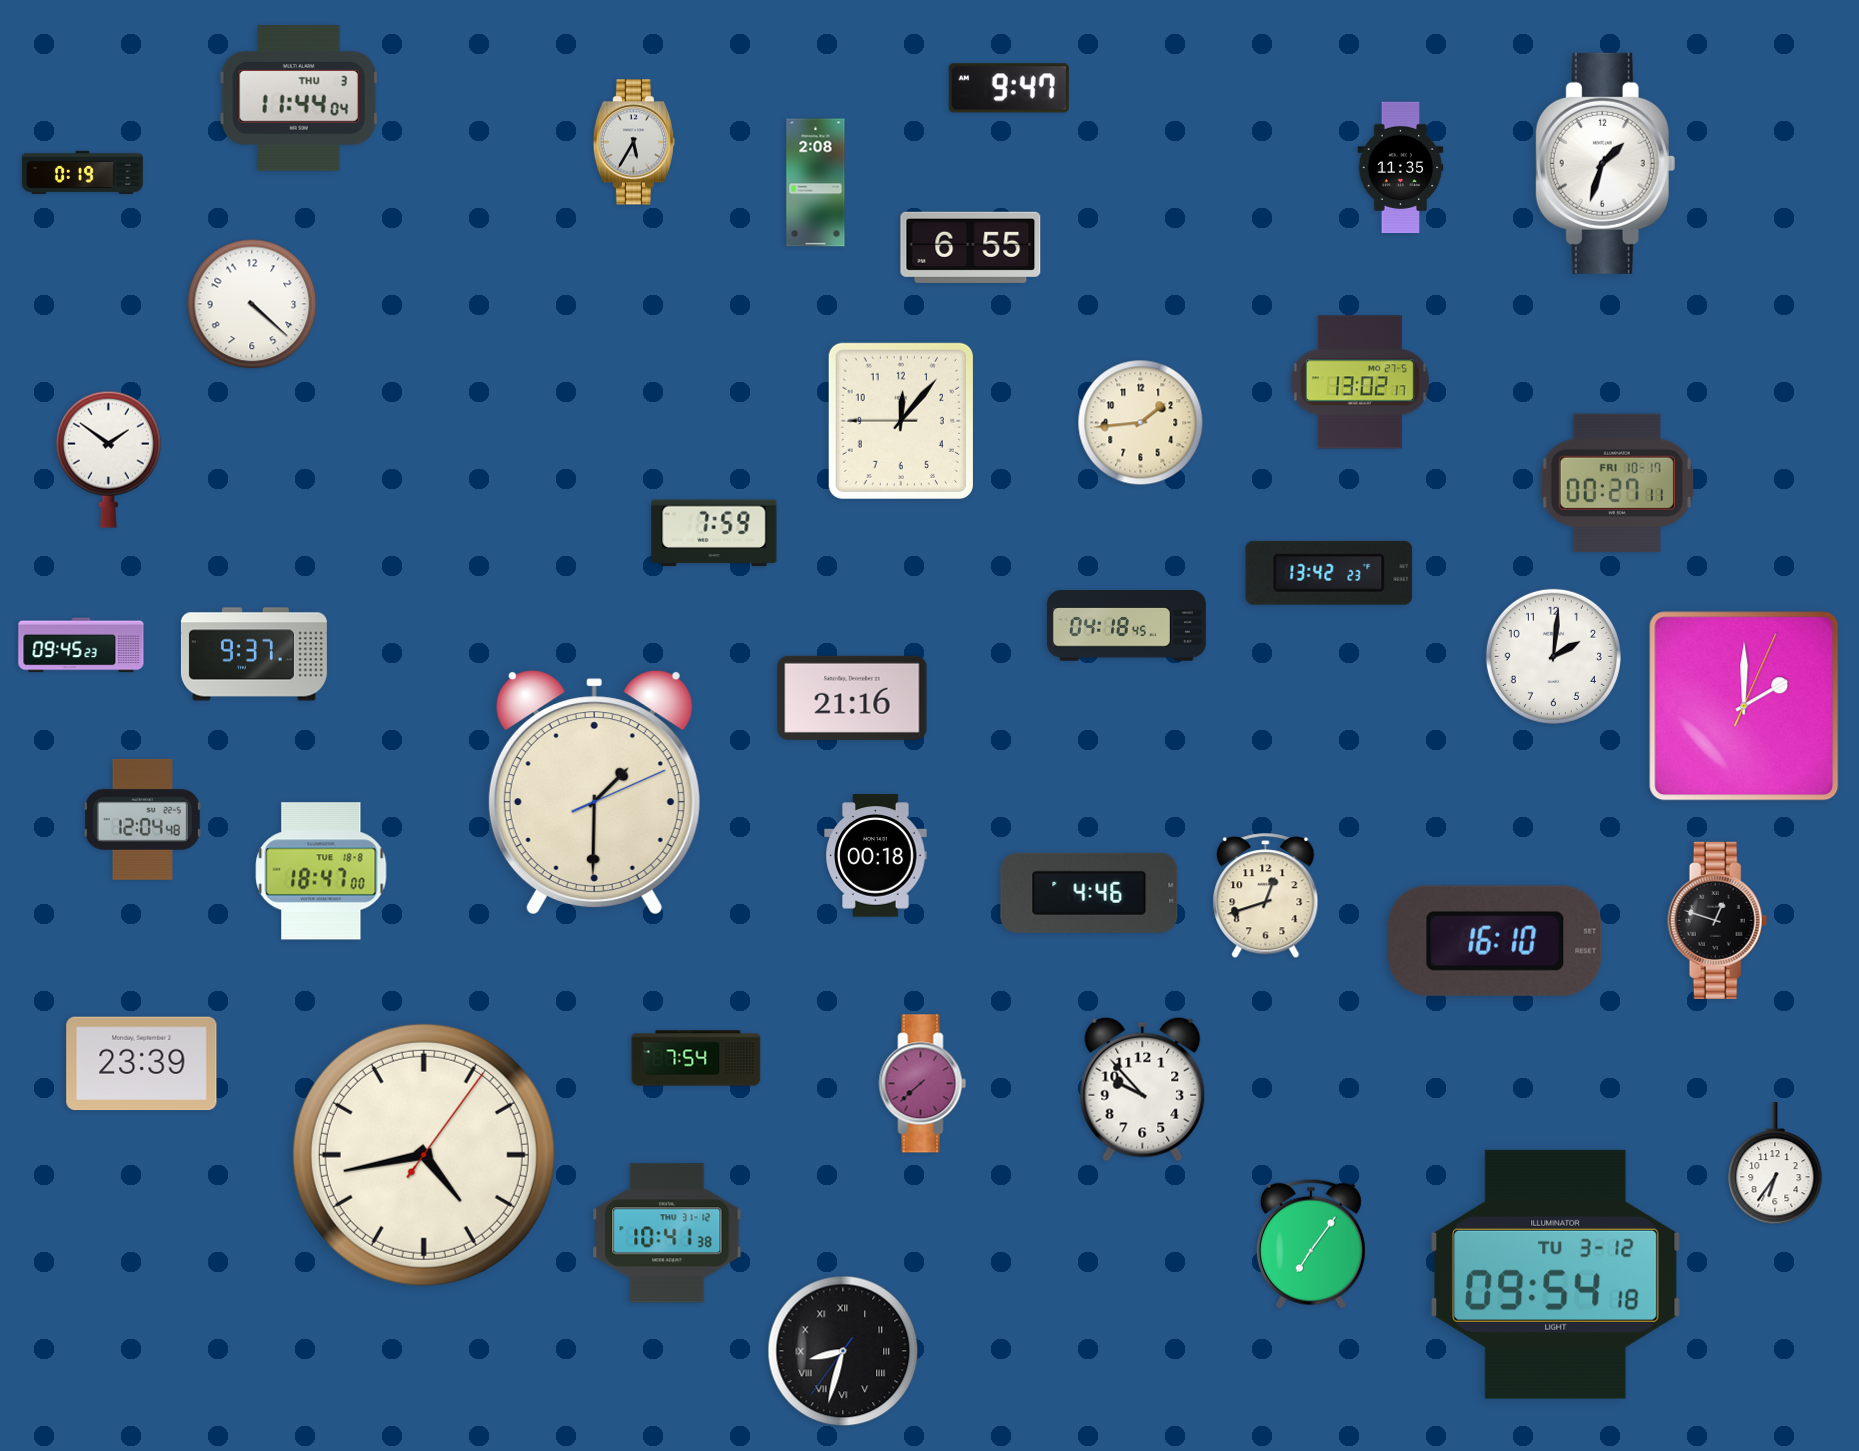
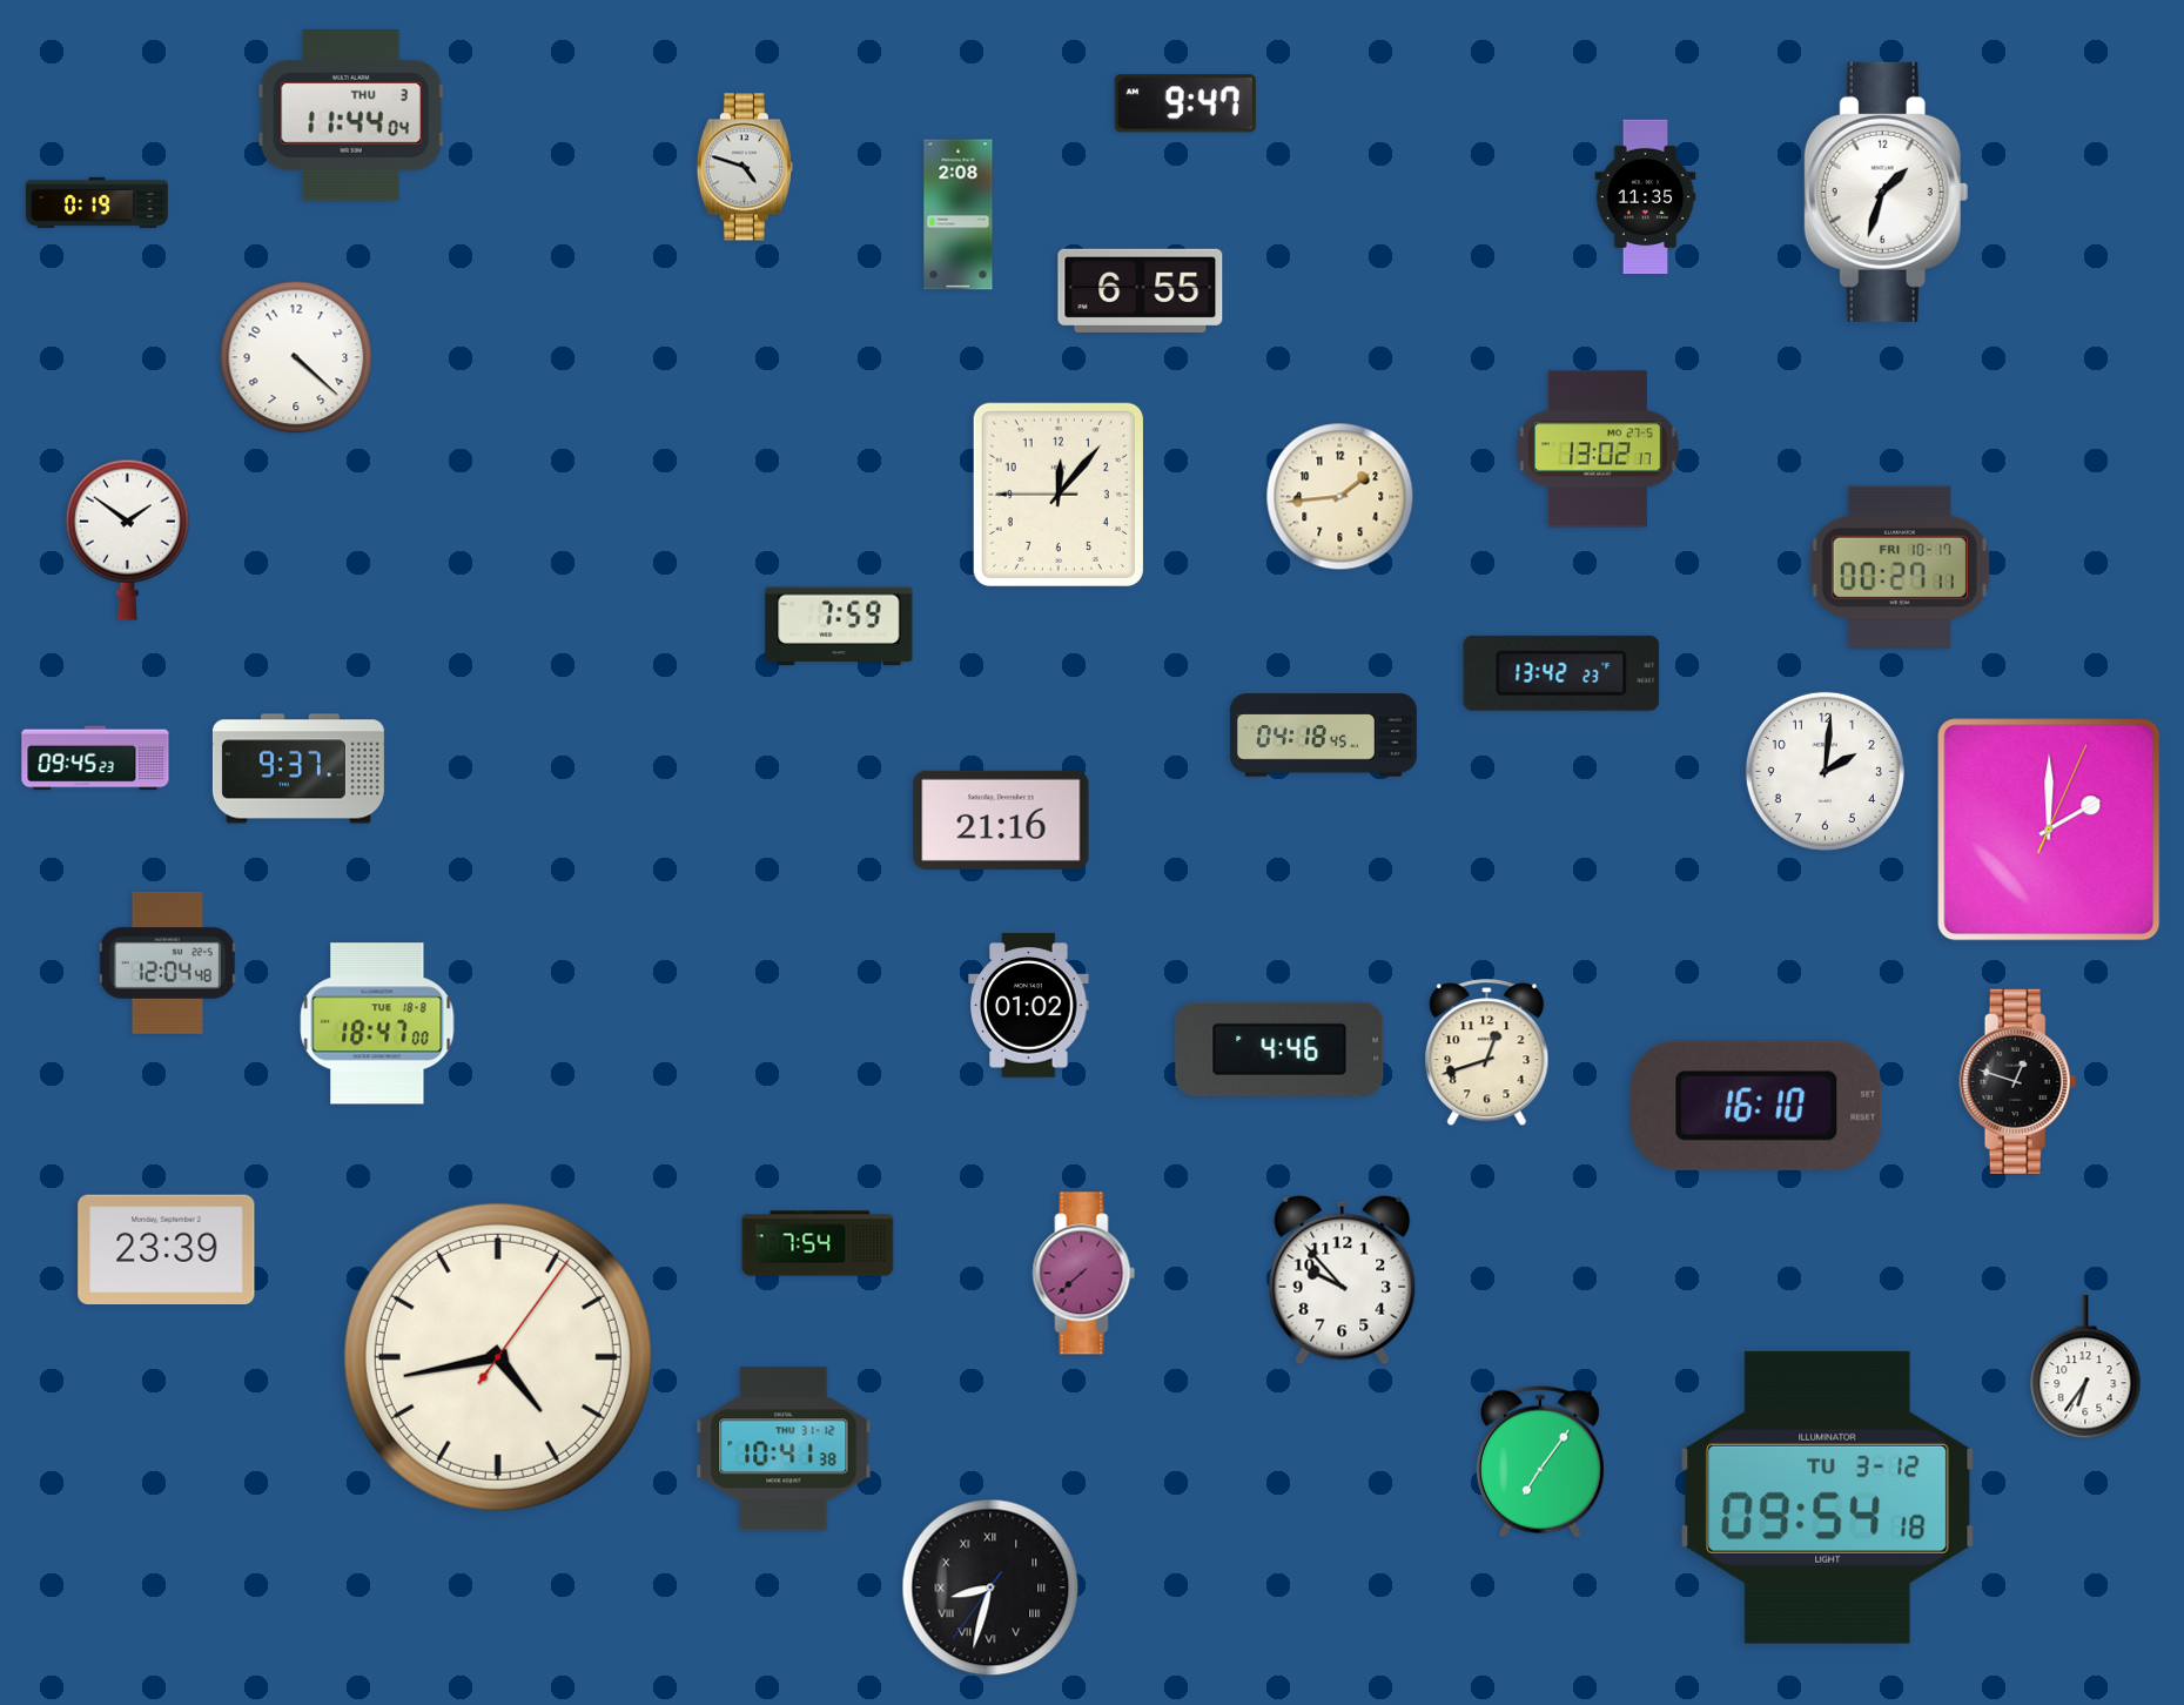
clock at (634, 142): 5:35 -> 4:48
clock at (594, 792): 1:30 -> none
clock at (876, 856): 00:18 -> 01:02
